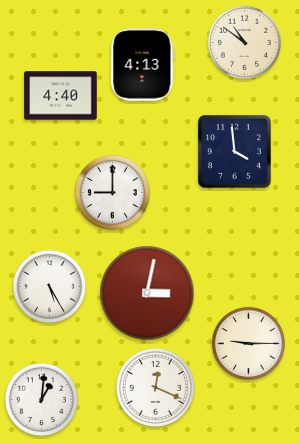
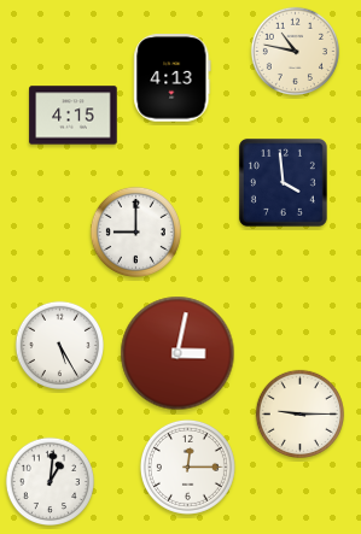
clock at (244, 42): 10:51 -> 10:47
clock at (61, 96): 4:40 -> 4:15
clock at (155, 387): 12:19 -> 12:15
